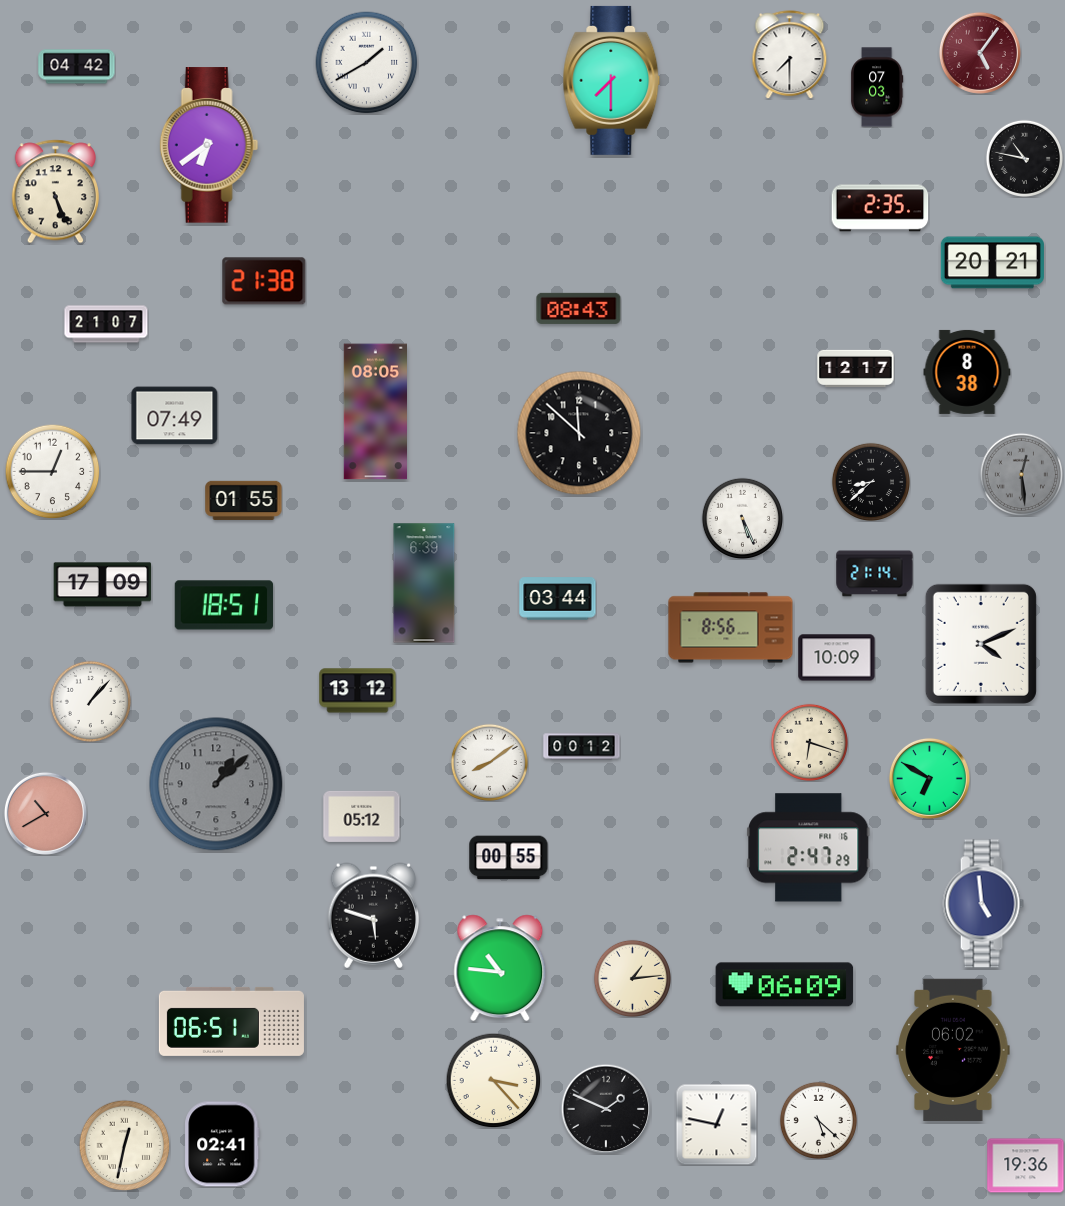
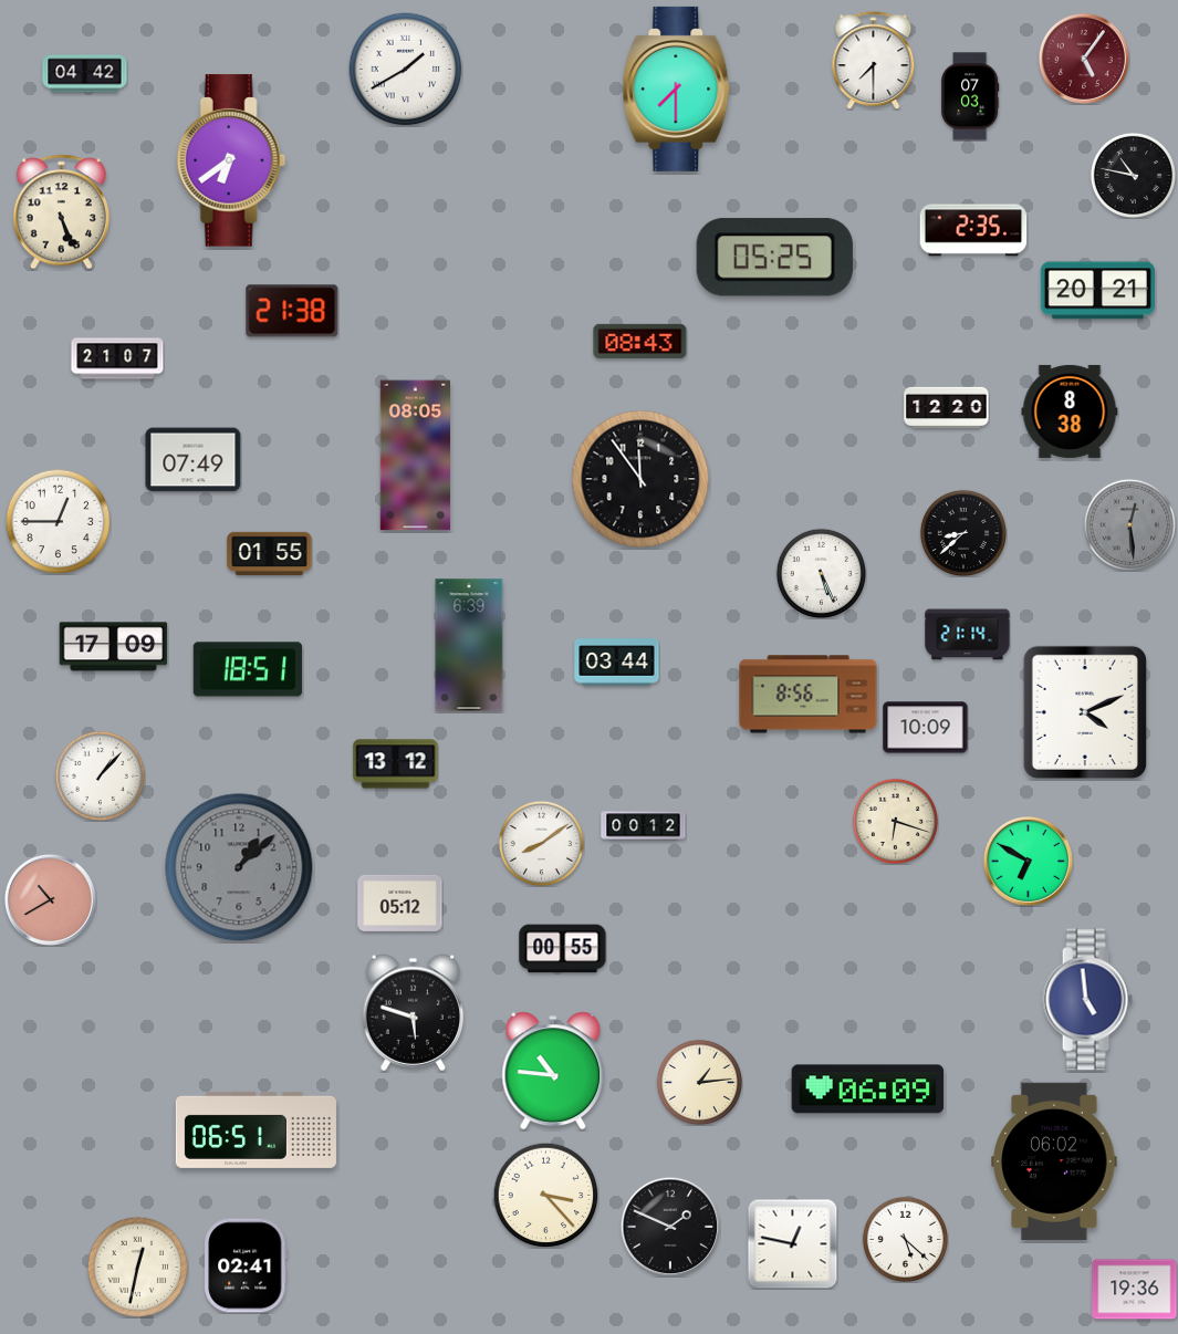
clock at (774, 258): none -> 05:25
clock at (856, 368): 12:17 -> 12:20
clock at (579, 433): 11:52 -> 11:54
clock at (809, 848): 2:47 -> none
